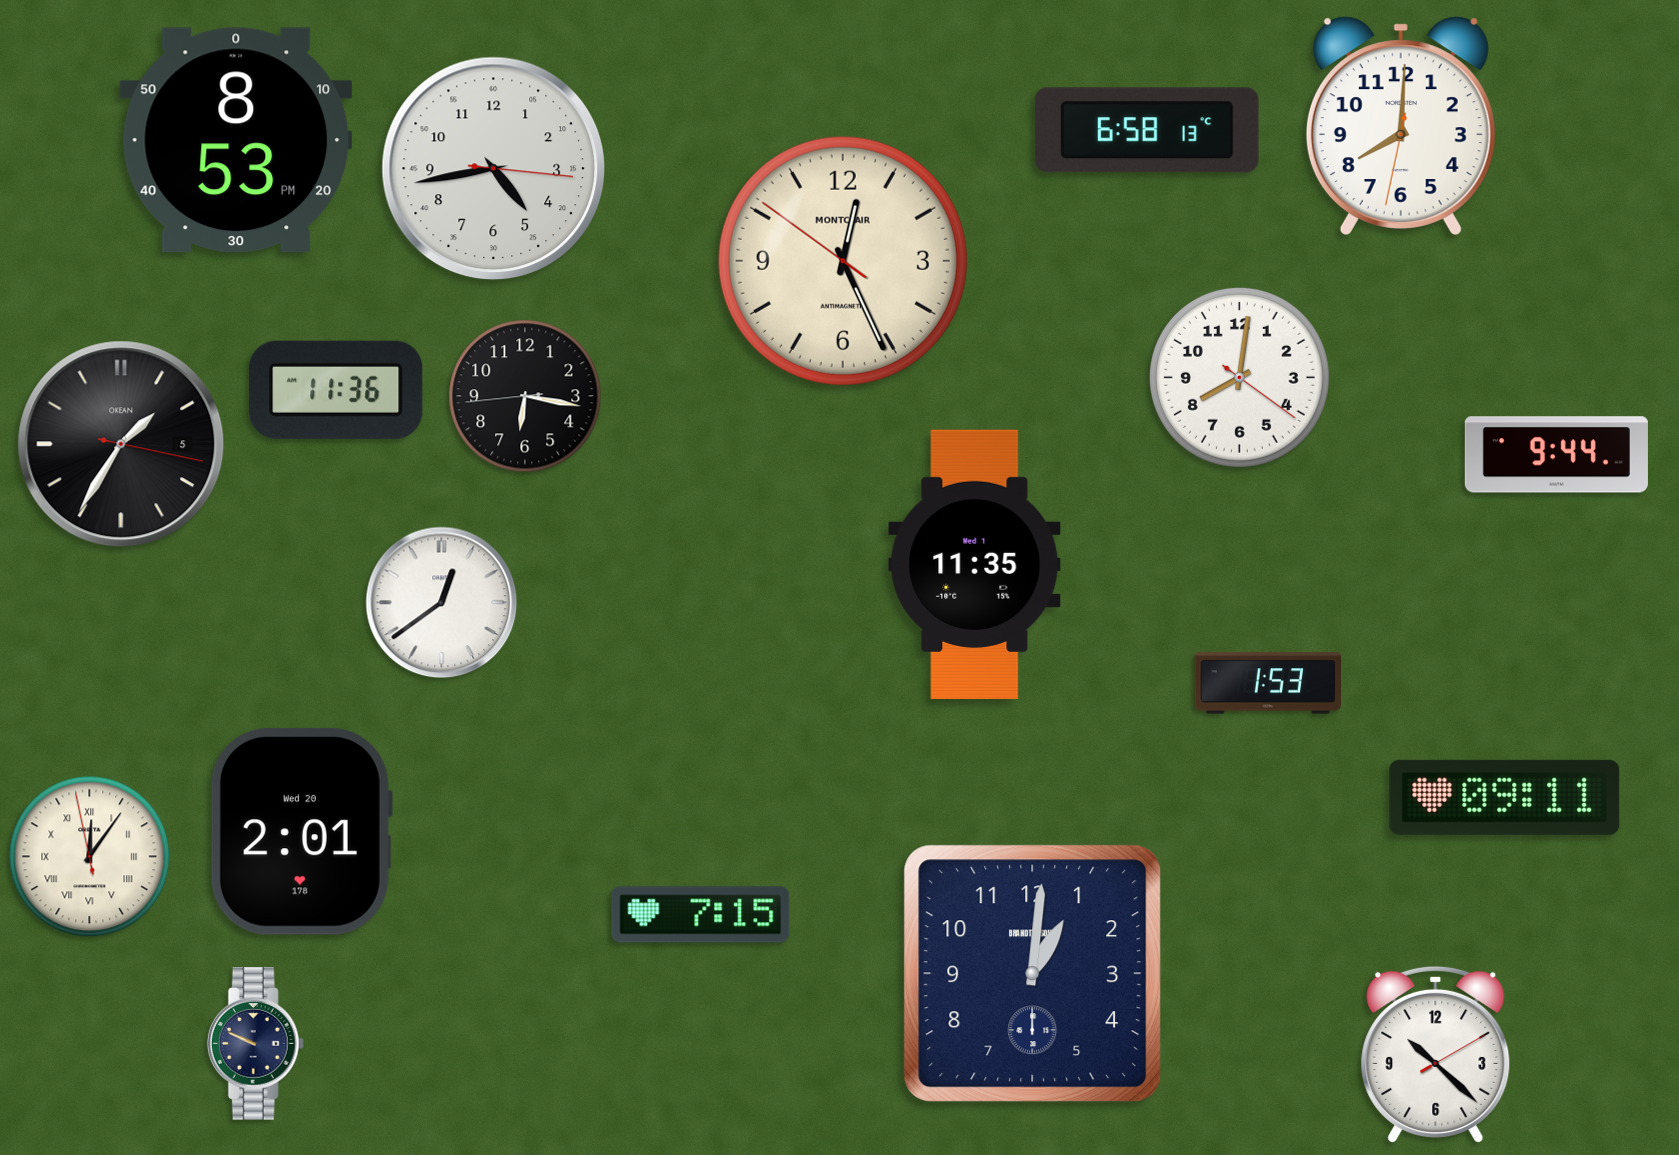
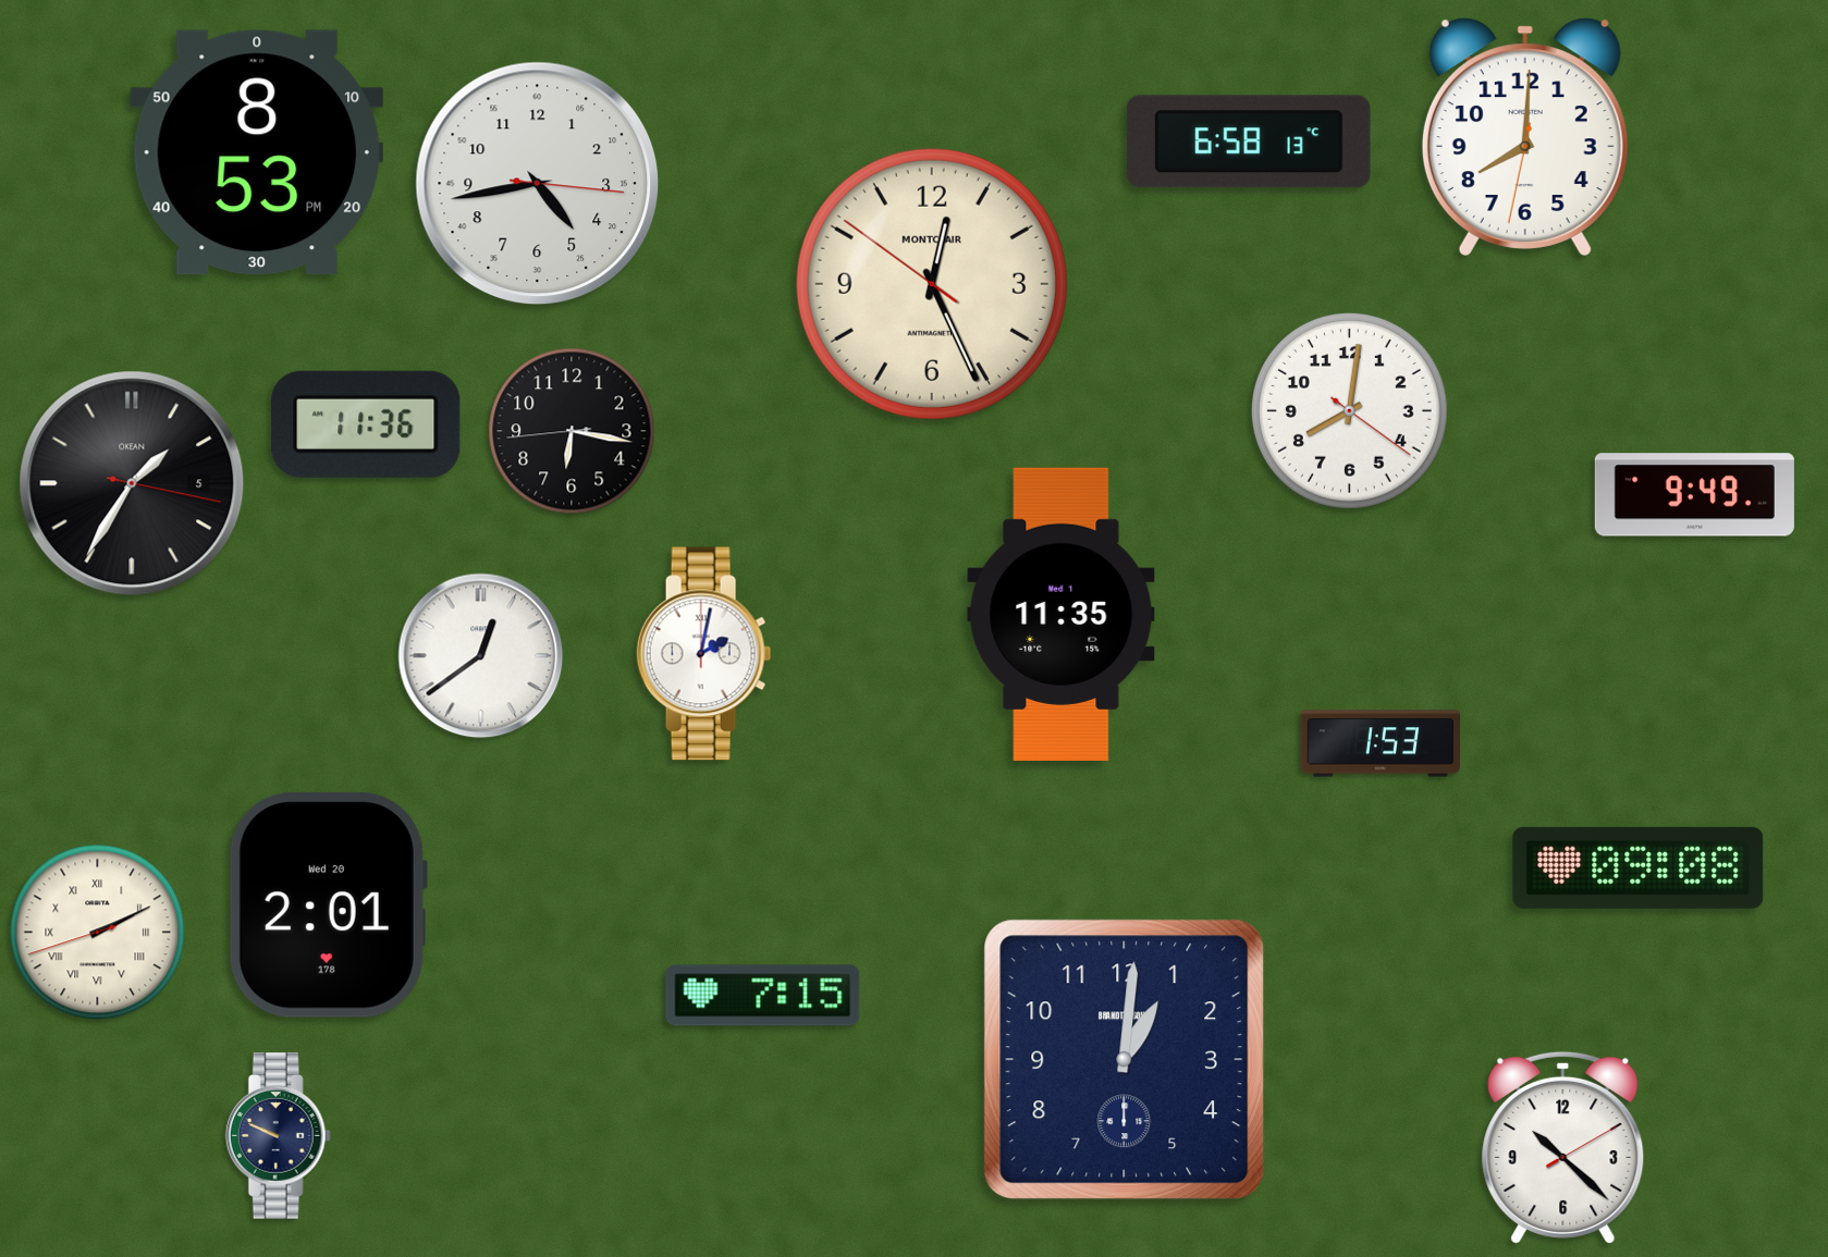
clock at (843, 261) position: (843, 261) -> (932, 284)
clock at (1556, 455): 9:44 -> 9:49
clock at (704, 654): none -> 2:02
clock at (1505, 797): 09:11 -> 09:08
clock at (90, 857): 12:05 -> 2:10
